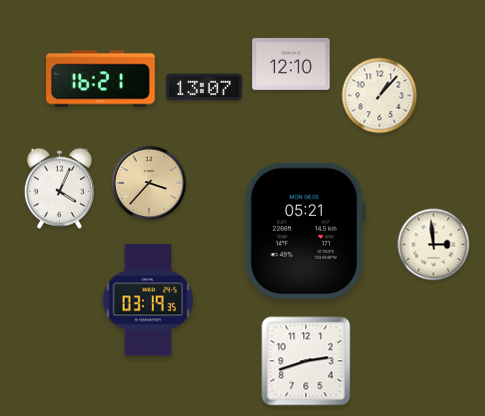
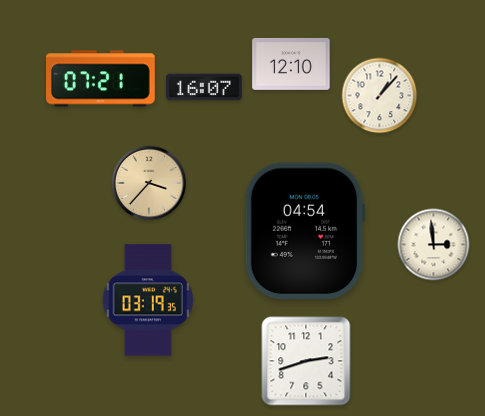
clock at (101, 79): 16:21 -> 07:21
clock at (205, 87): 13:07 -> 16:07
clock at (59, 188): 4:04 -> none
clock at (305, 231): 05:21 -> 04:54
